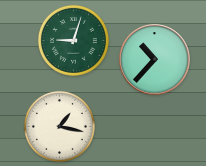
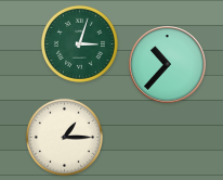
clock at (73, 40): 9:03 -> 3:03
clock at (59, 126): 1:17 -> 1:15
